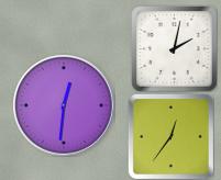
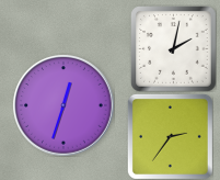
clock at (64, 105): 12:31 -> 12:33
clock at (170, 136): 12:36 -> 2:36
